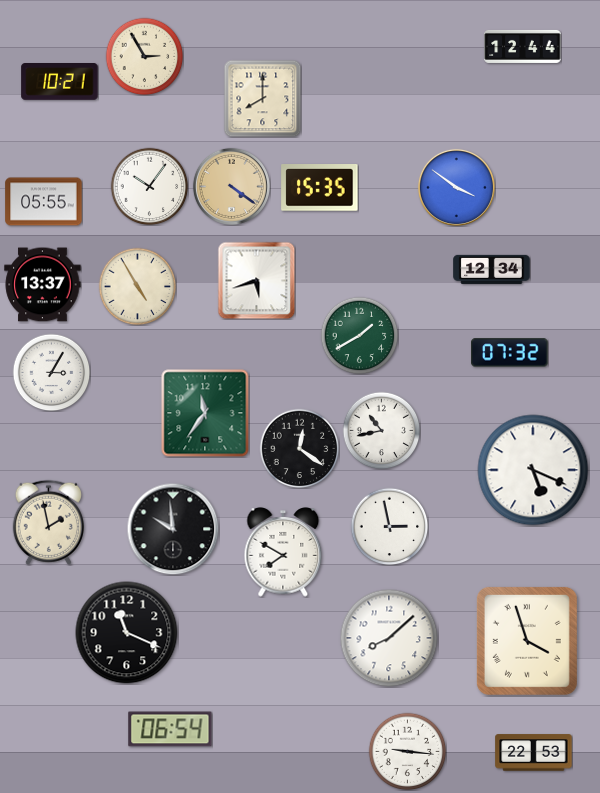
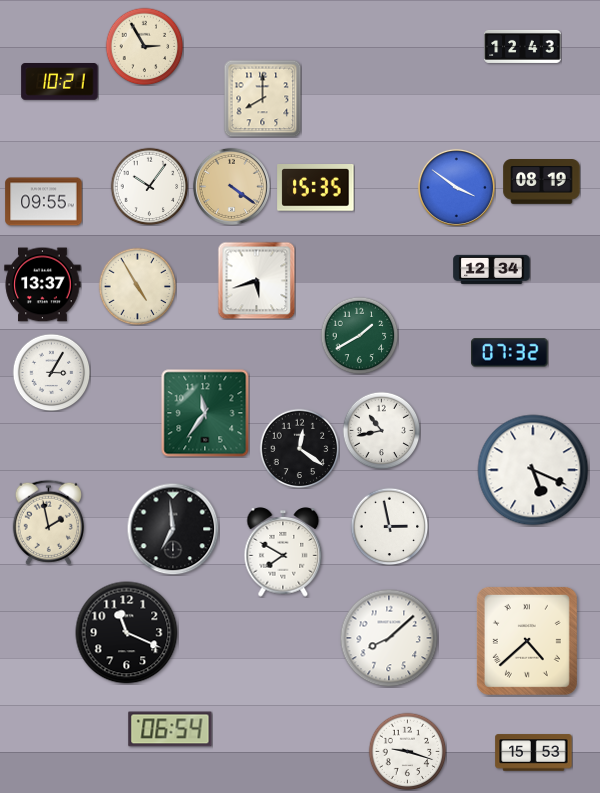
clock at (523, 46): 12:44 -> 12:43
clock at (144, 56) position: (144, 56) -> (144, 46)
clock at (542, 182): none -> 08:19
clock at (320, 188) position: (320, 188) -> (316, 188)
clock at (44, 202): 05:55 -> 09:55
clock at (173, 529): 9:59 -> 6:59
clock at (527, 641): 3:57 -> 4:38
clock at (407, 751): 9:16 -> 9:18
clock at (534, 753): 22:53 -> 15:53
